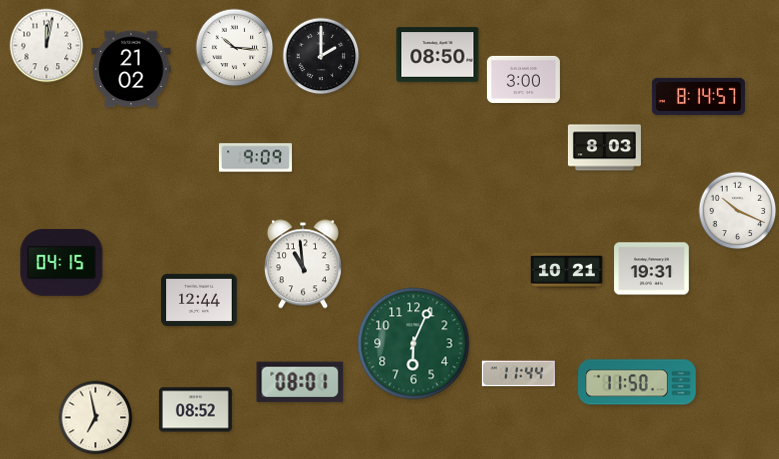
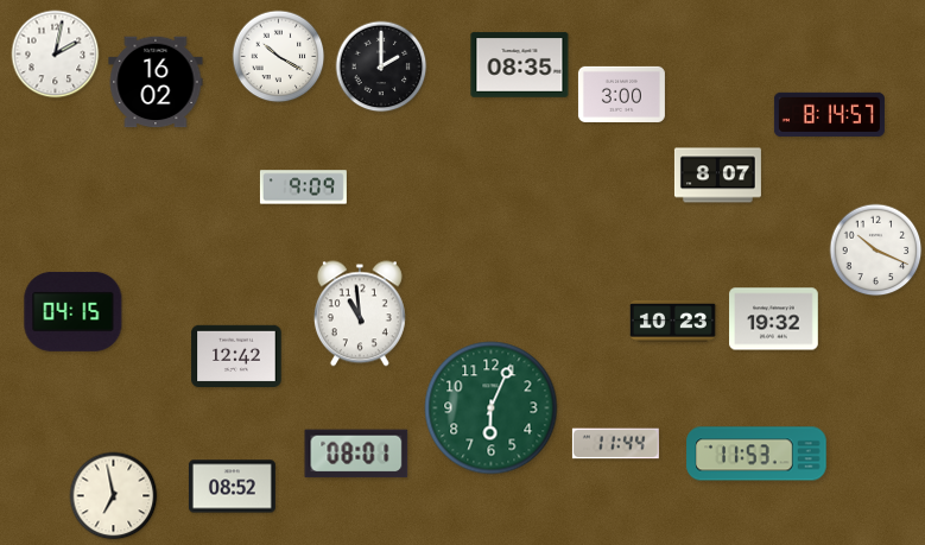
clock at (47, 46): 12:02 -> 2:02
clock at (235, 48): 10:16 -> 10:20
clock at (438, 55): 08:50 -> 08:35
clock at (131, 69): 21:02 -> 16:02
clock at (604, 148): 8:03 -> 8:07
clock at (652, 269): 19:31 -> 19:32
clock at (566, 270): 10:21 -> 10:23
clock at (199, 299): 12:44 -> 12:42
clock at (637, 382): 11:50 -> 11:53
